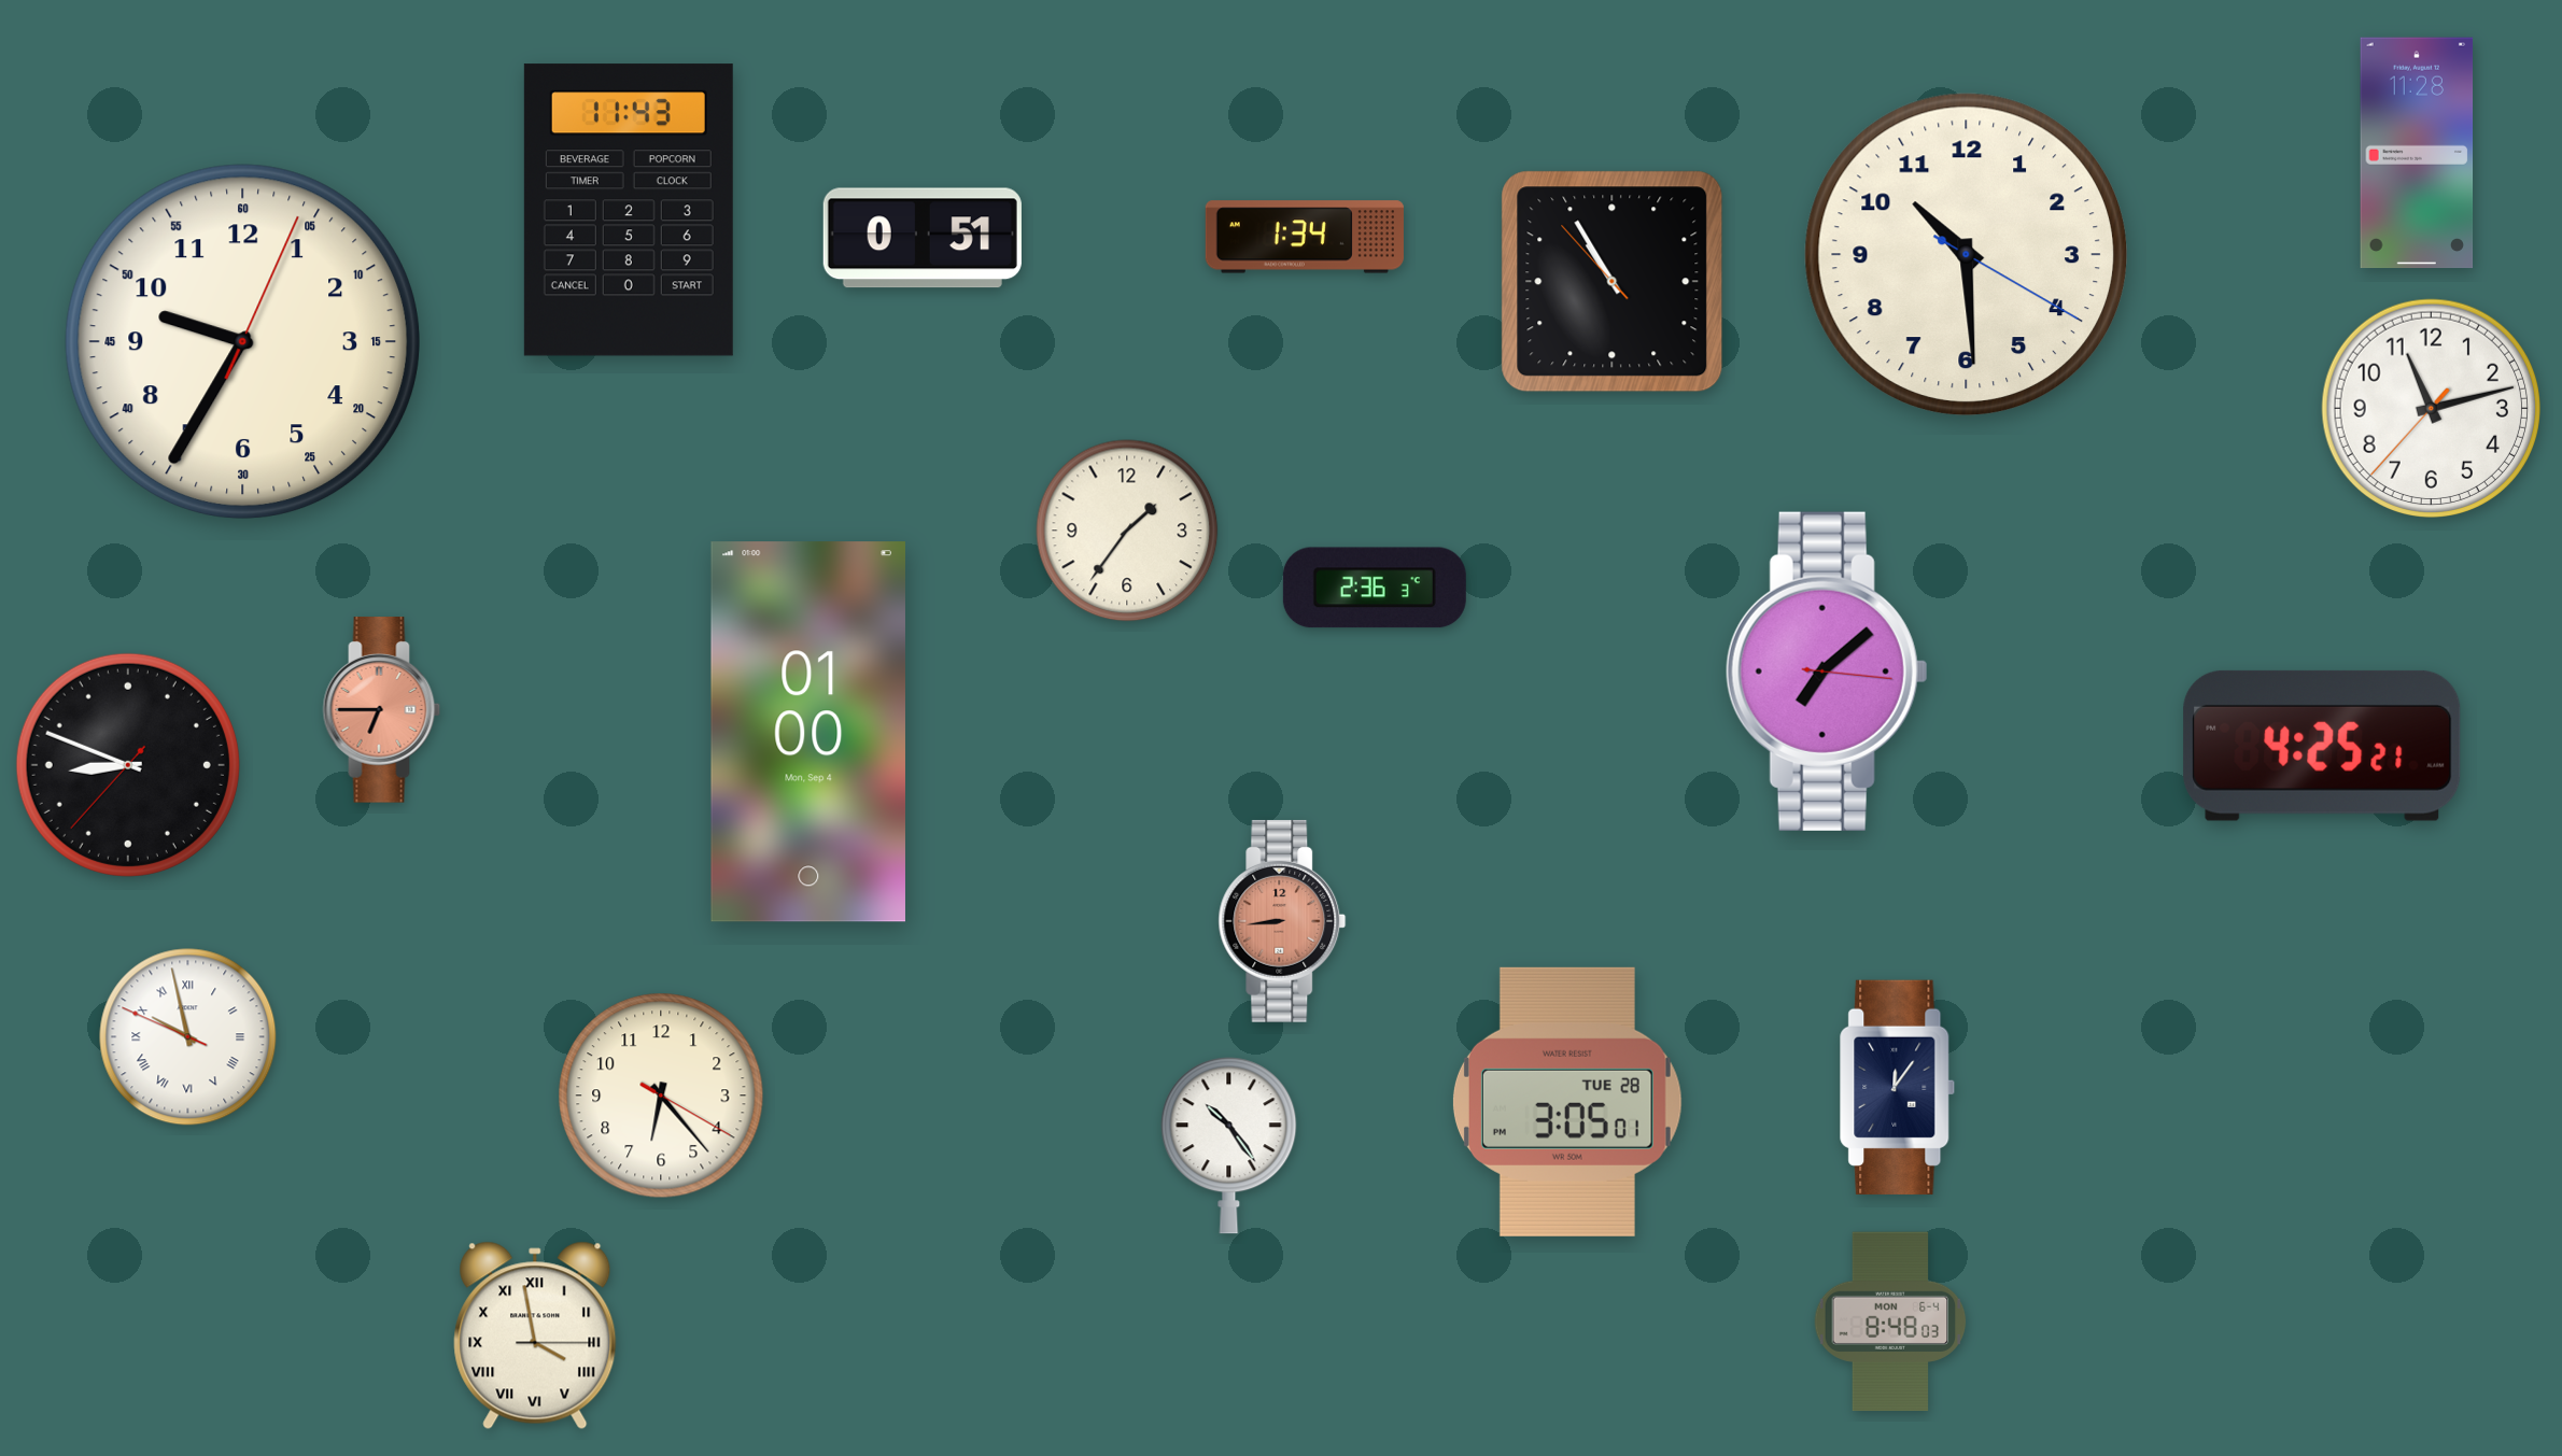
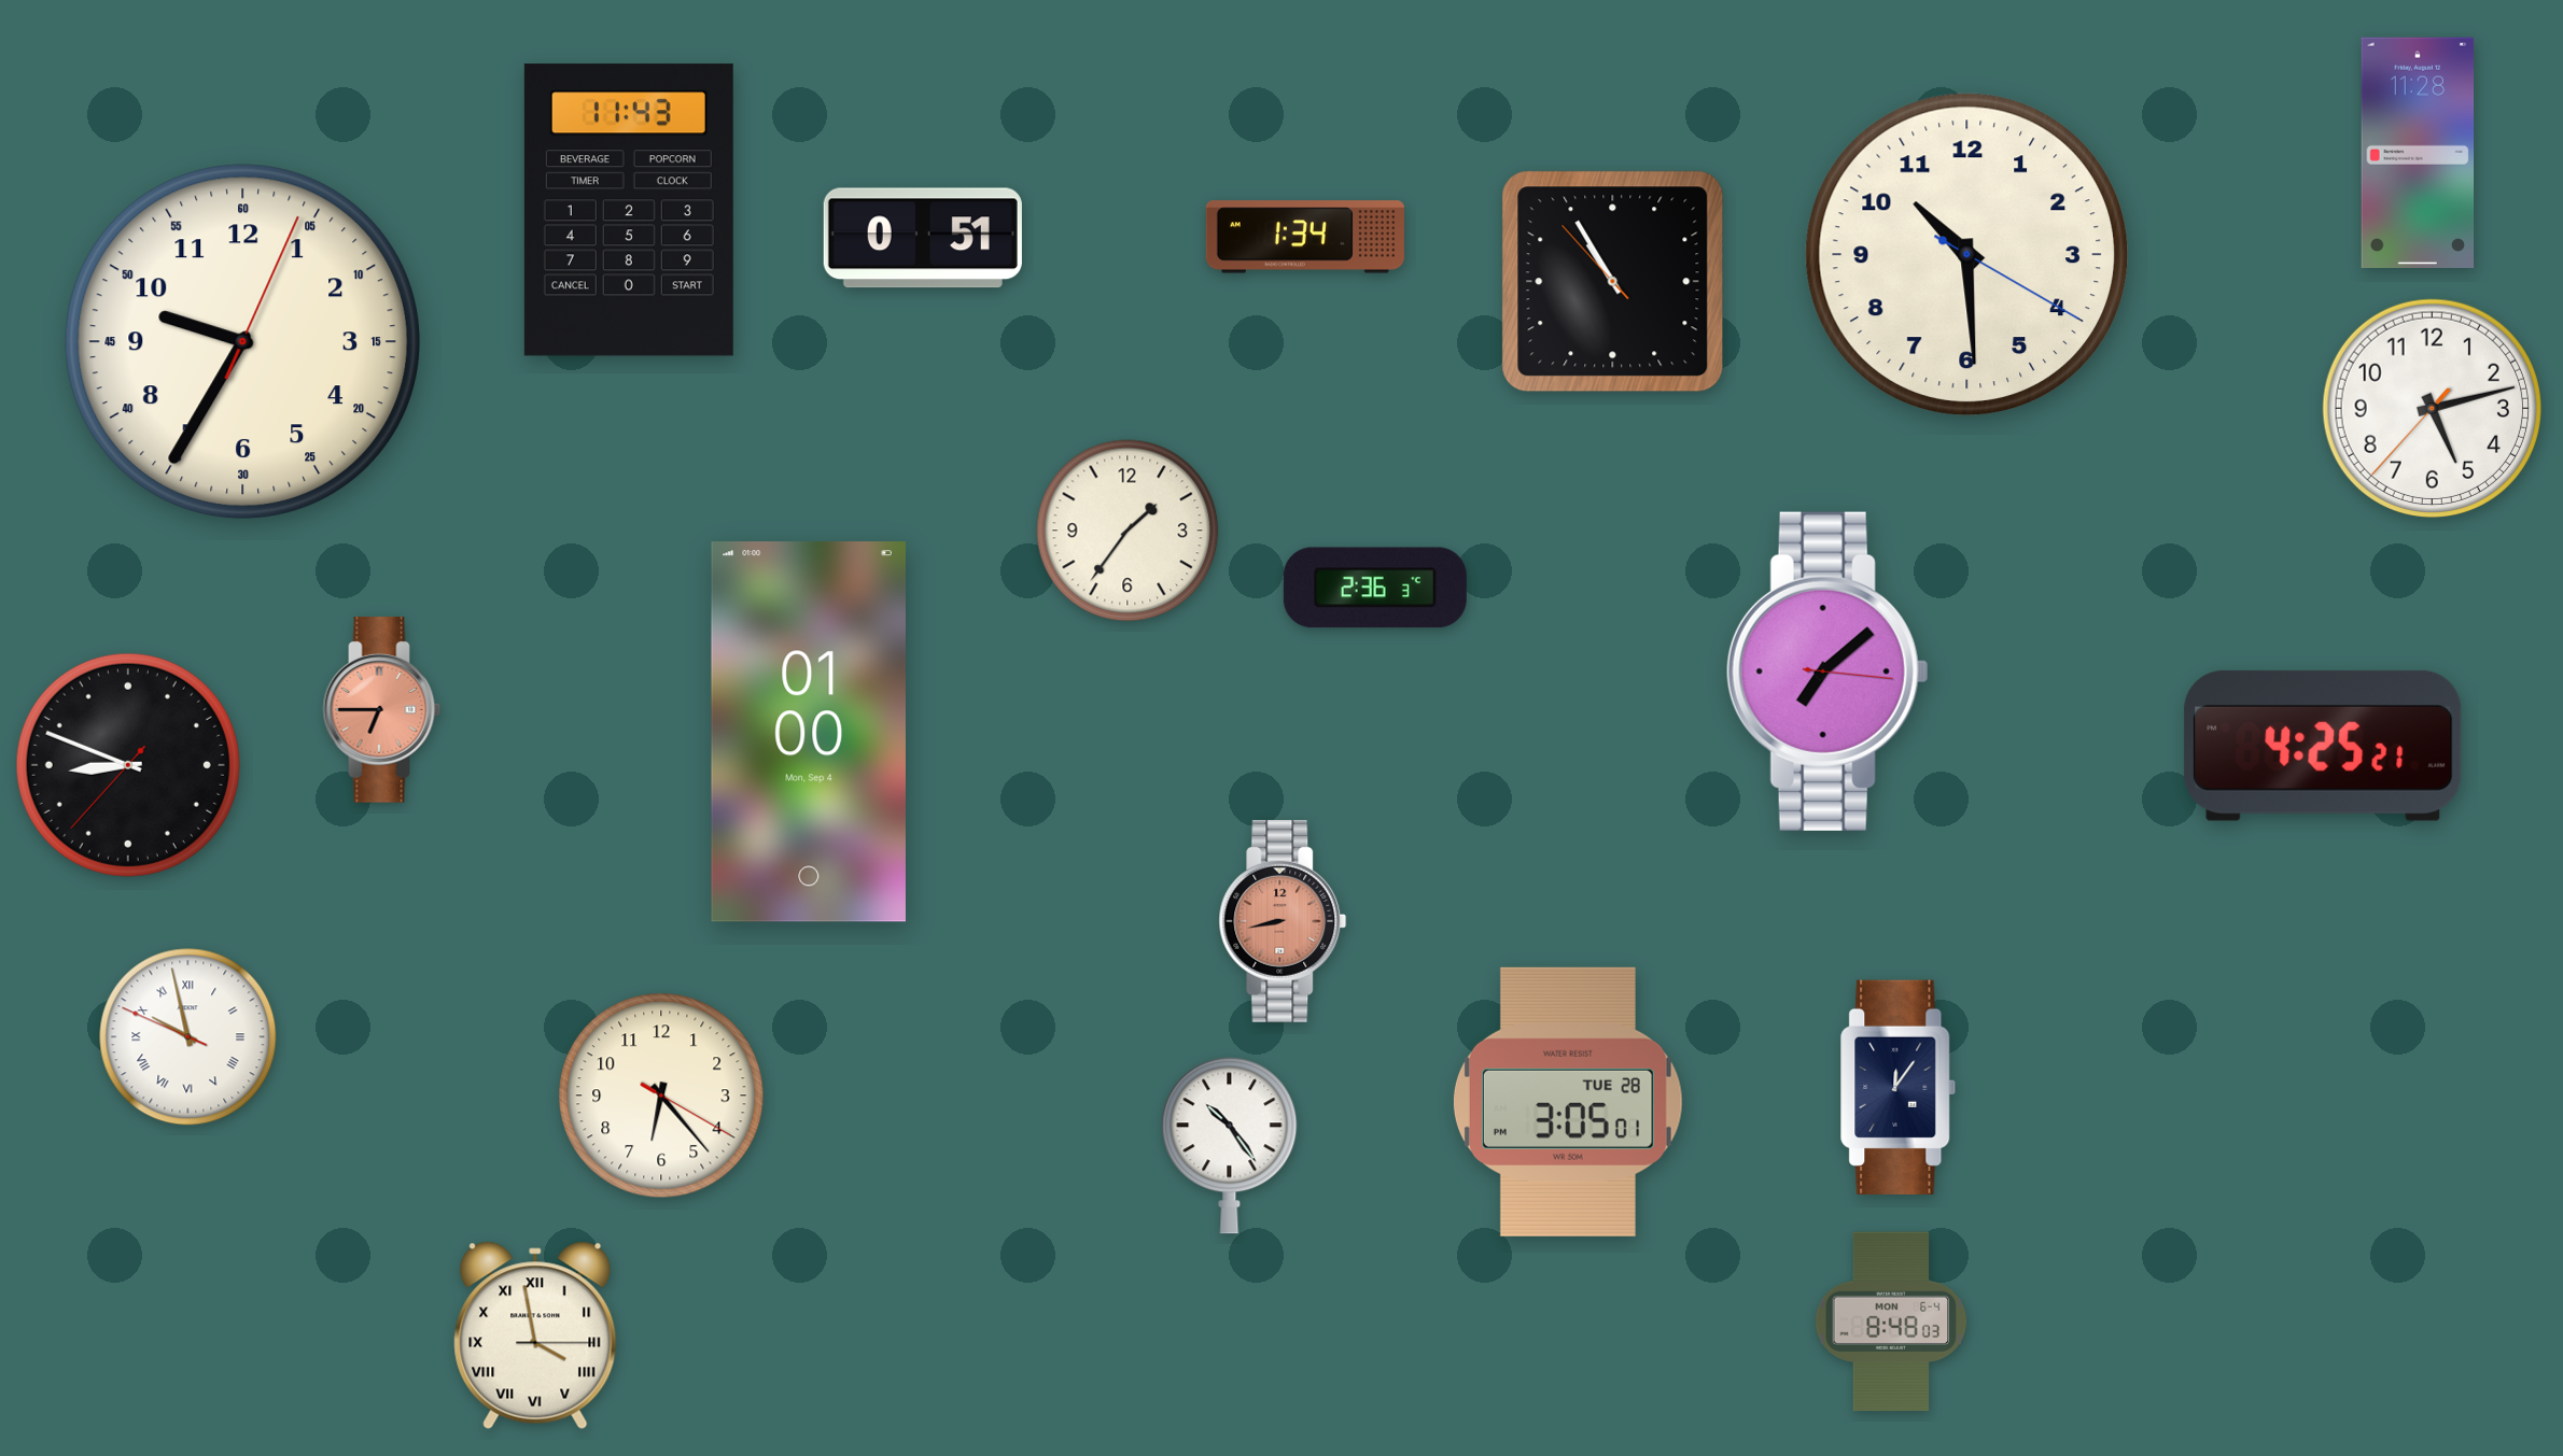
clock at (2432, 409): 11:12 -> 5:12
clock at (1282, 921): 8:44 -> 8:43
